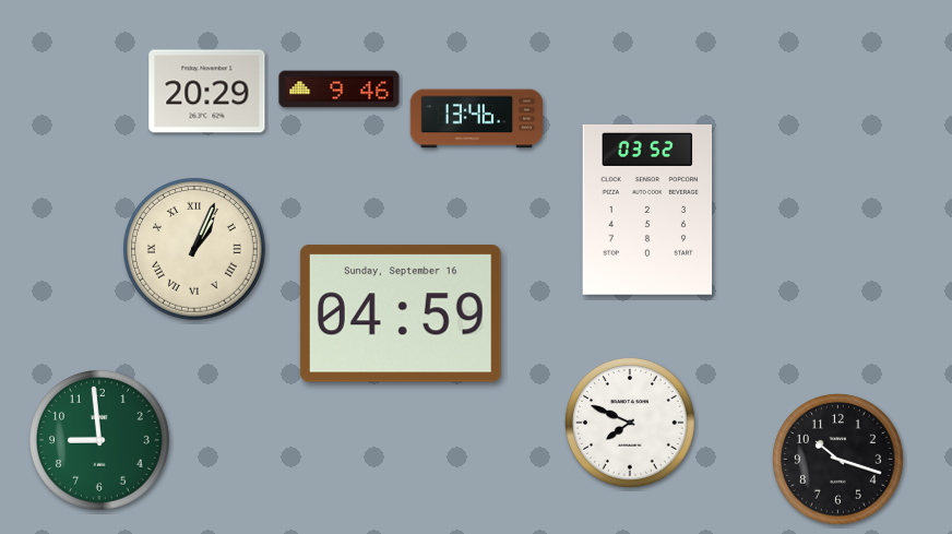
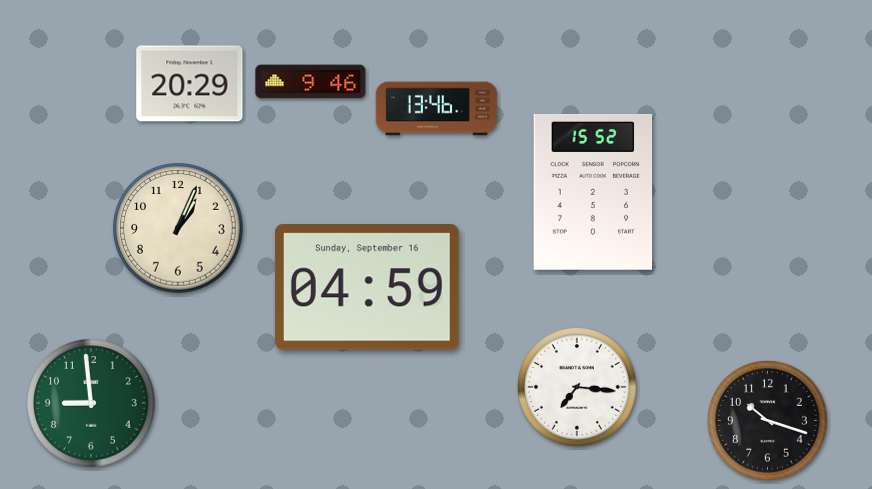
clock at (647, 210): 03:52 -> 15:52
clock at (195, 250) numerals: Roman -> Arabic
clock at (630, 423): 7:49 -> 7:16
